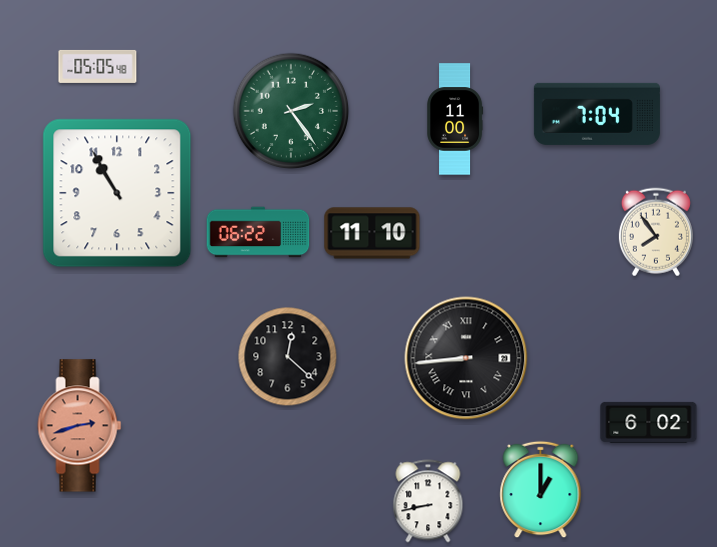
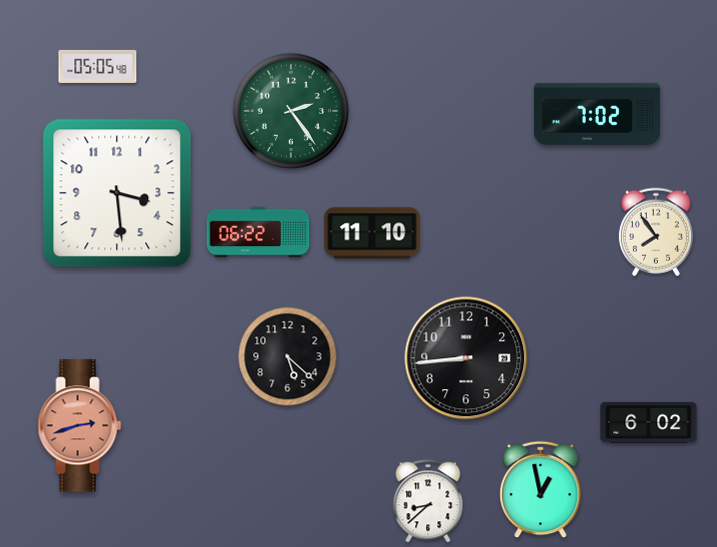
clock at (597, 114): 7:04 -> 7:02
clock at (455, 119): 11:00 -> none
clock at (117, 193): 10:55 -> 3:29
clock at (288, 357): 12:22 -> 5:22
clock at (466, 358) numerals: Roman -> Arabic
clock at (541, 490): 1:00 -> 12:58
clock at (428, 501): 8:43 -> 8:38
